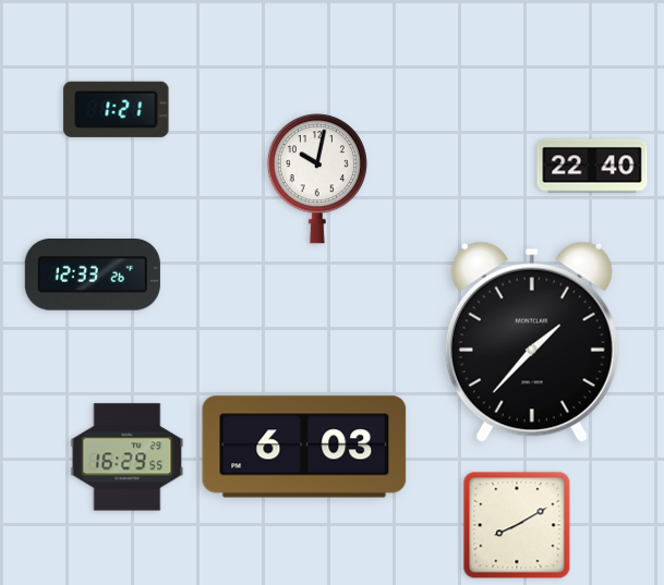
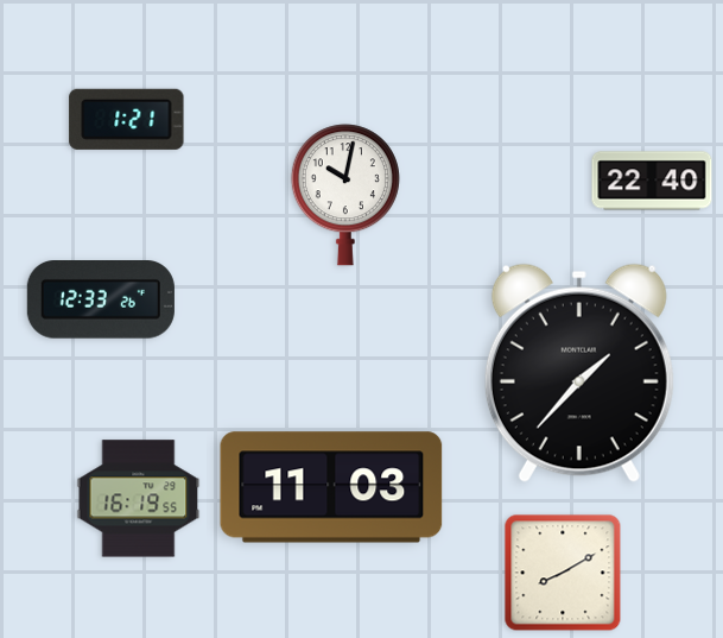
clock at (592, 166) position: (592, 166) -> (652, 181)
clock at (304, 447): 6:03 -> 11:03
clock at (128, 458): 16:29 -> 16:19
